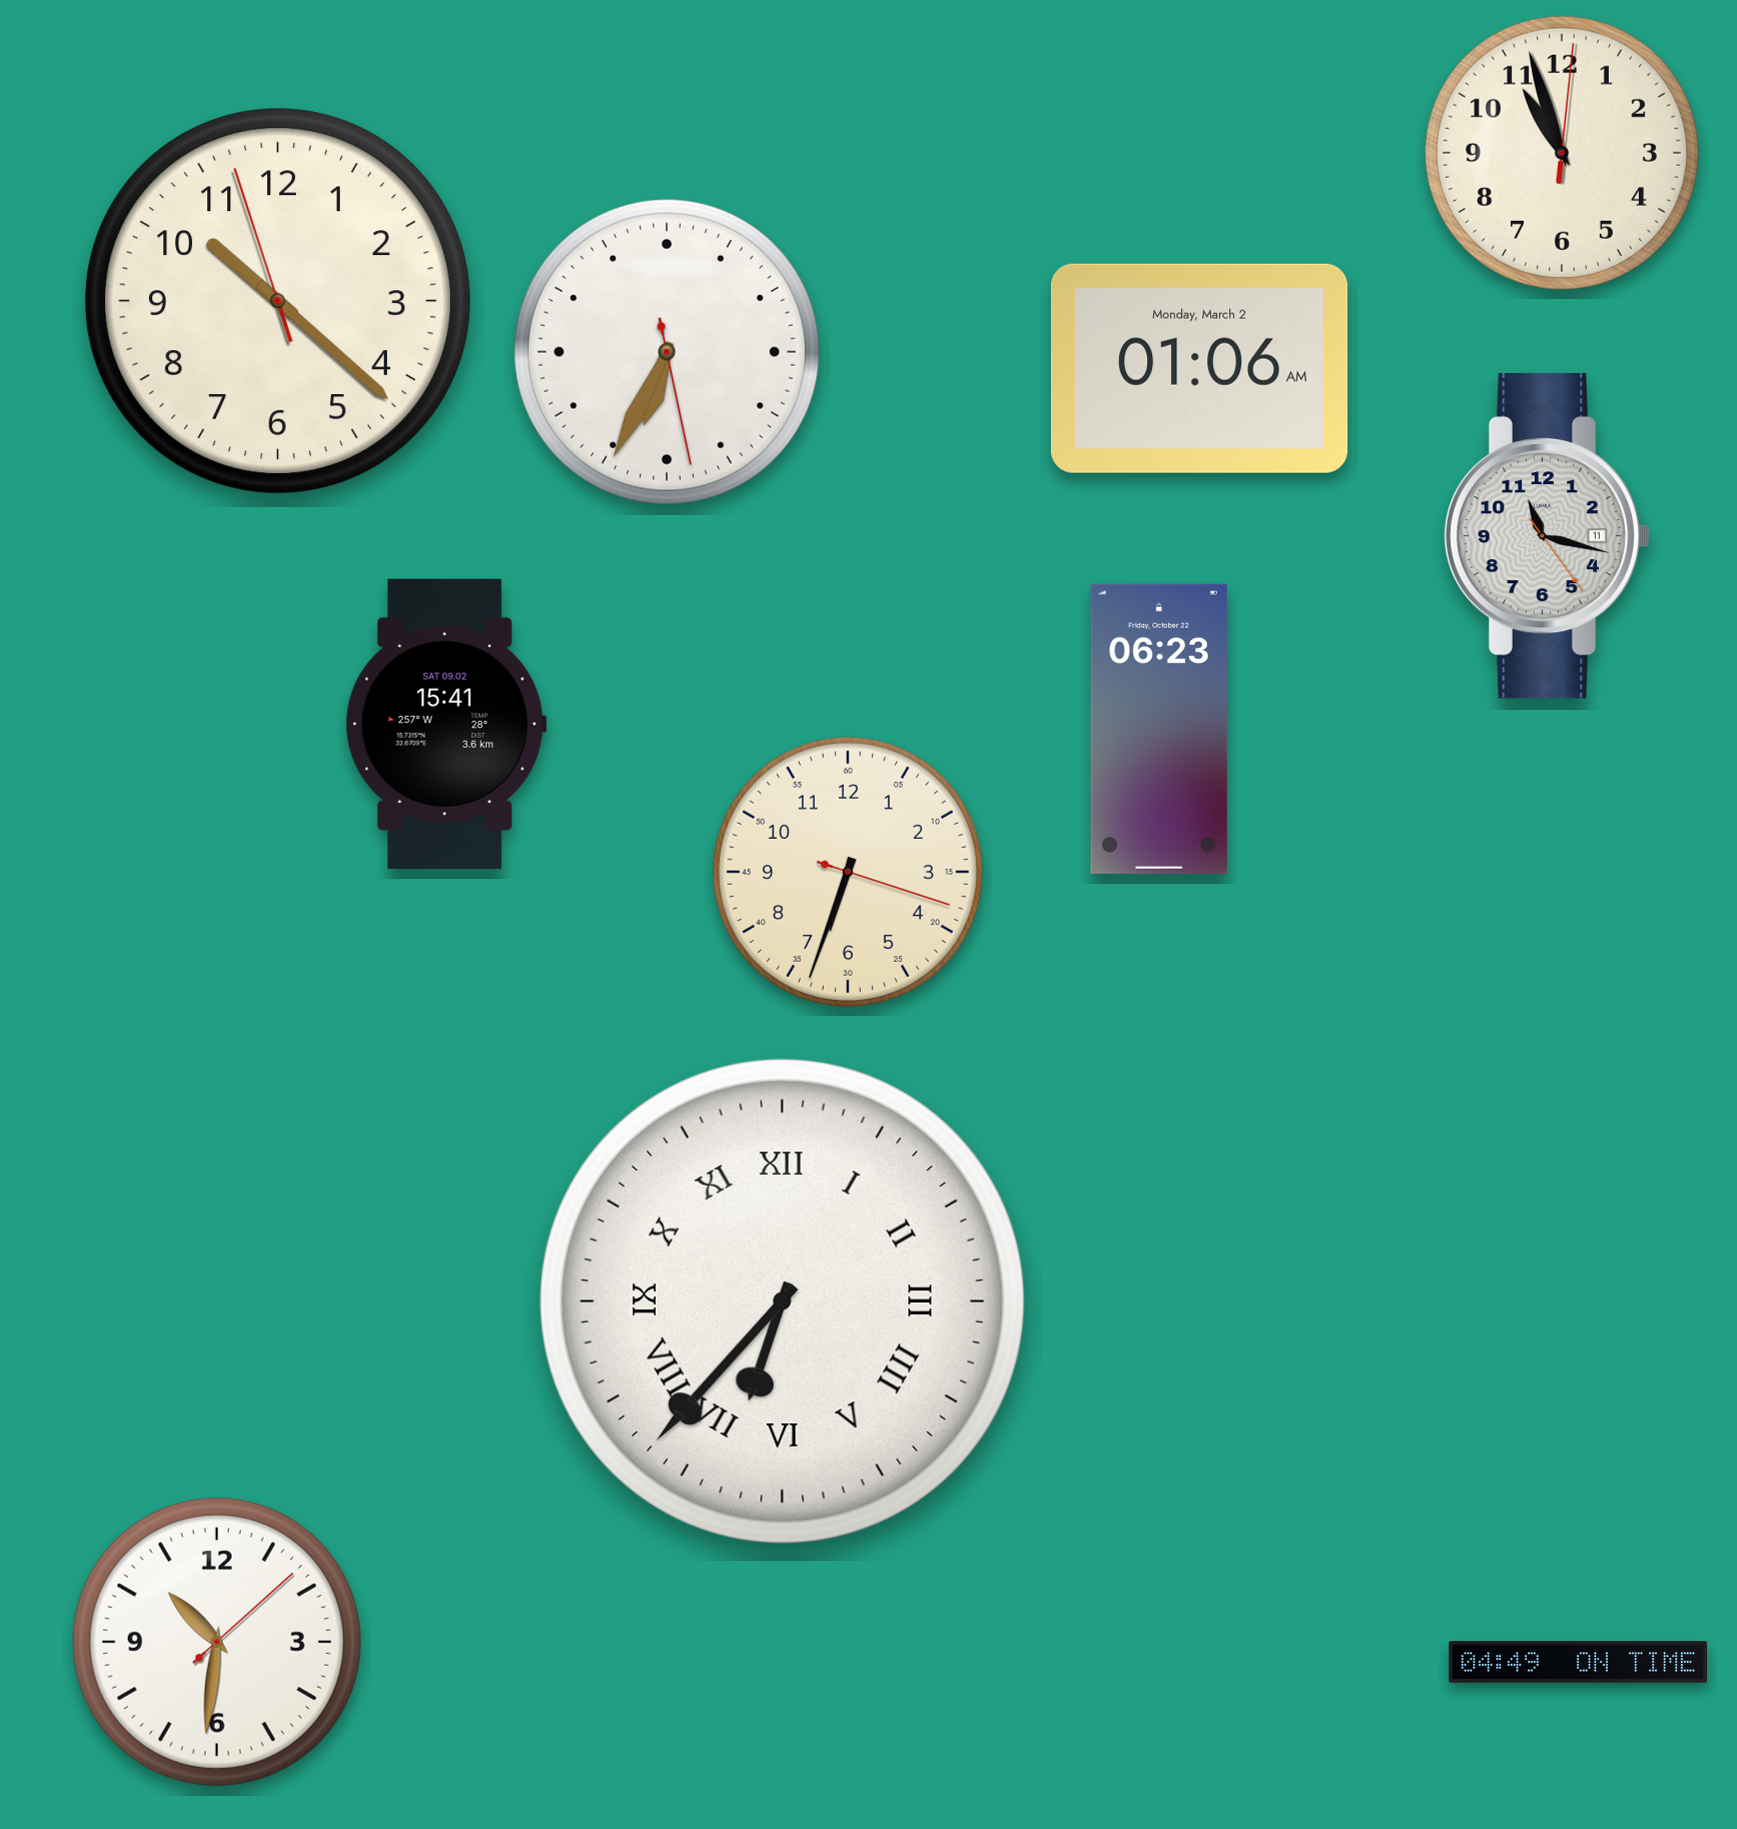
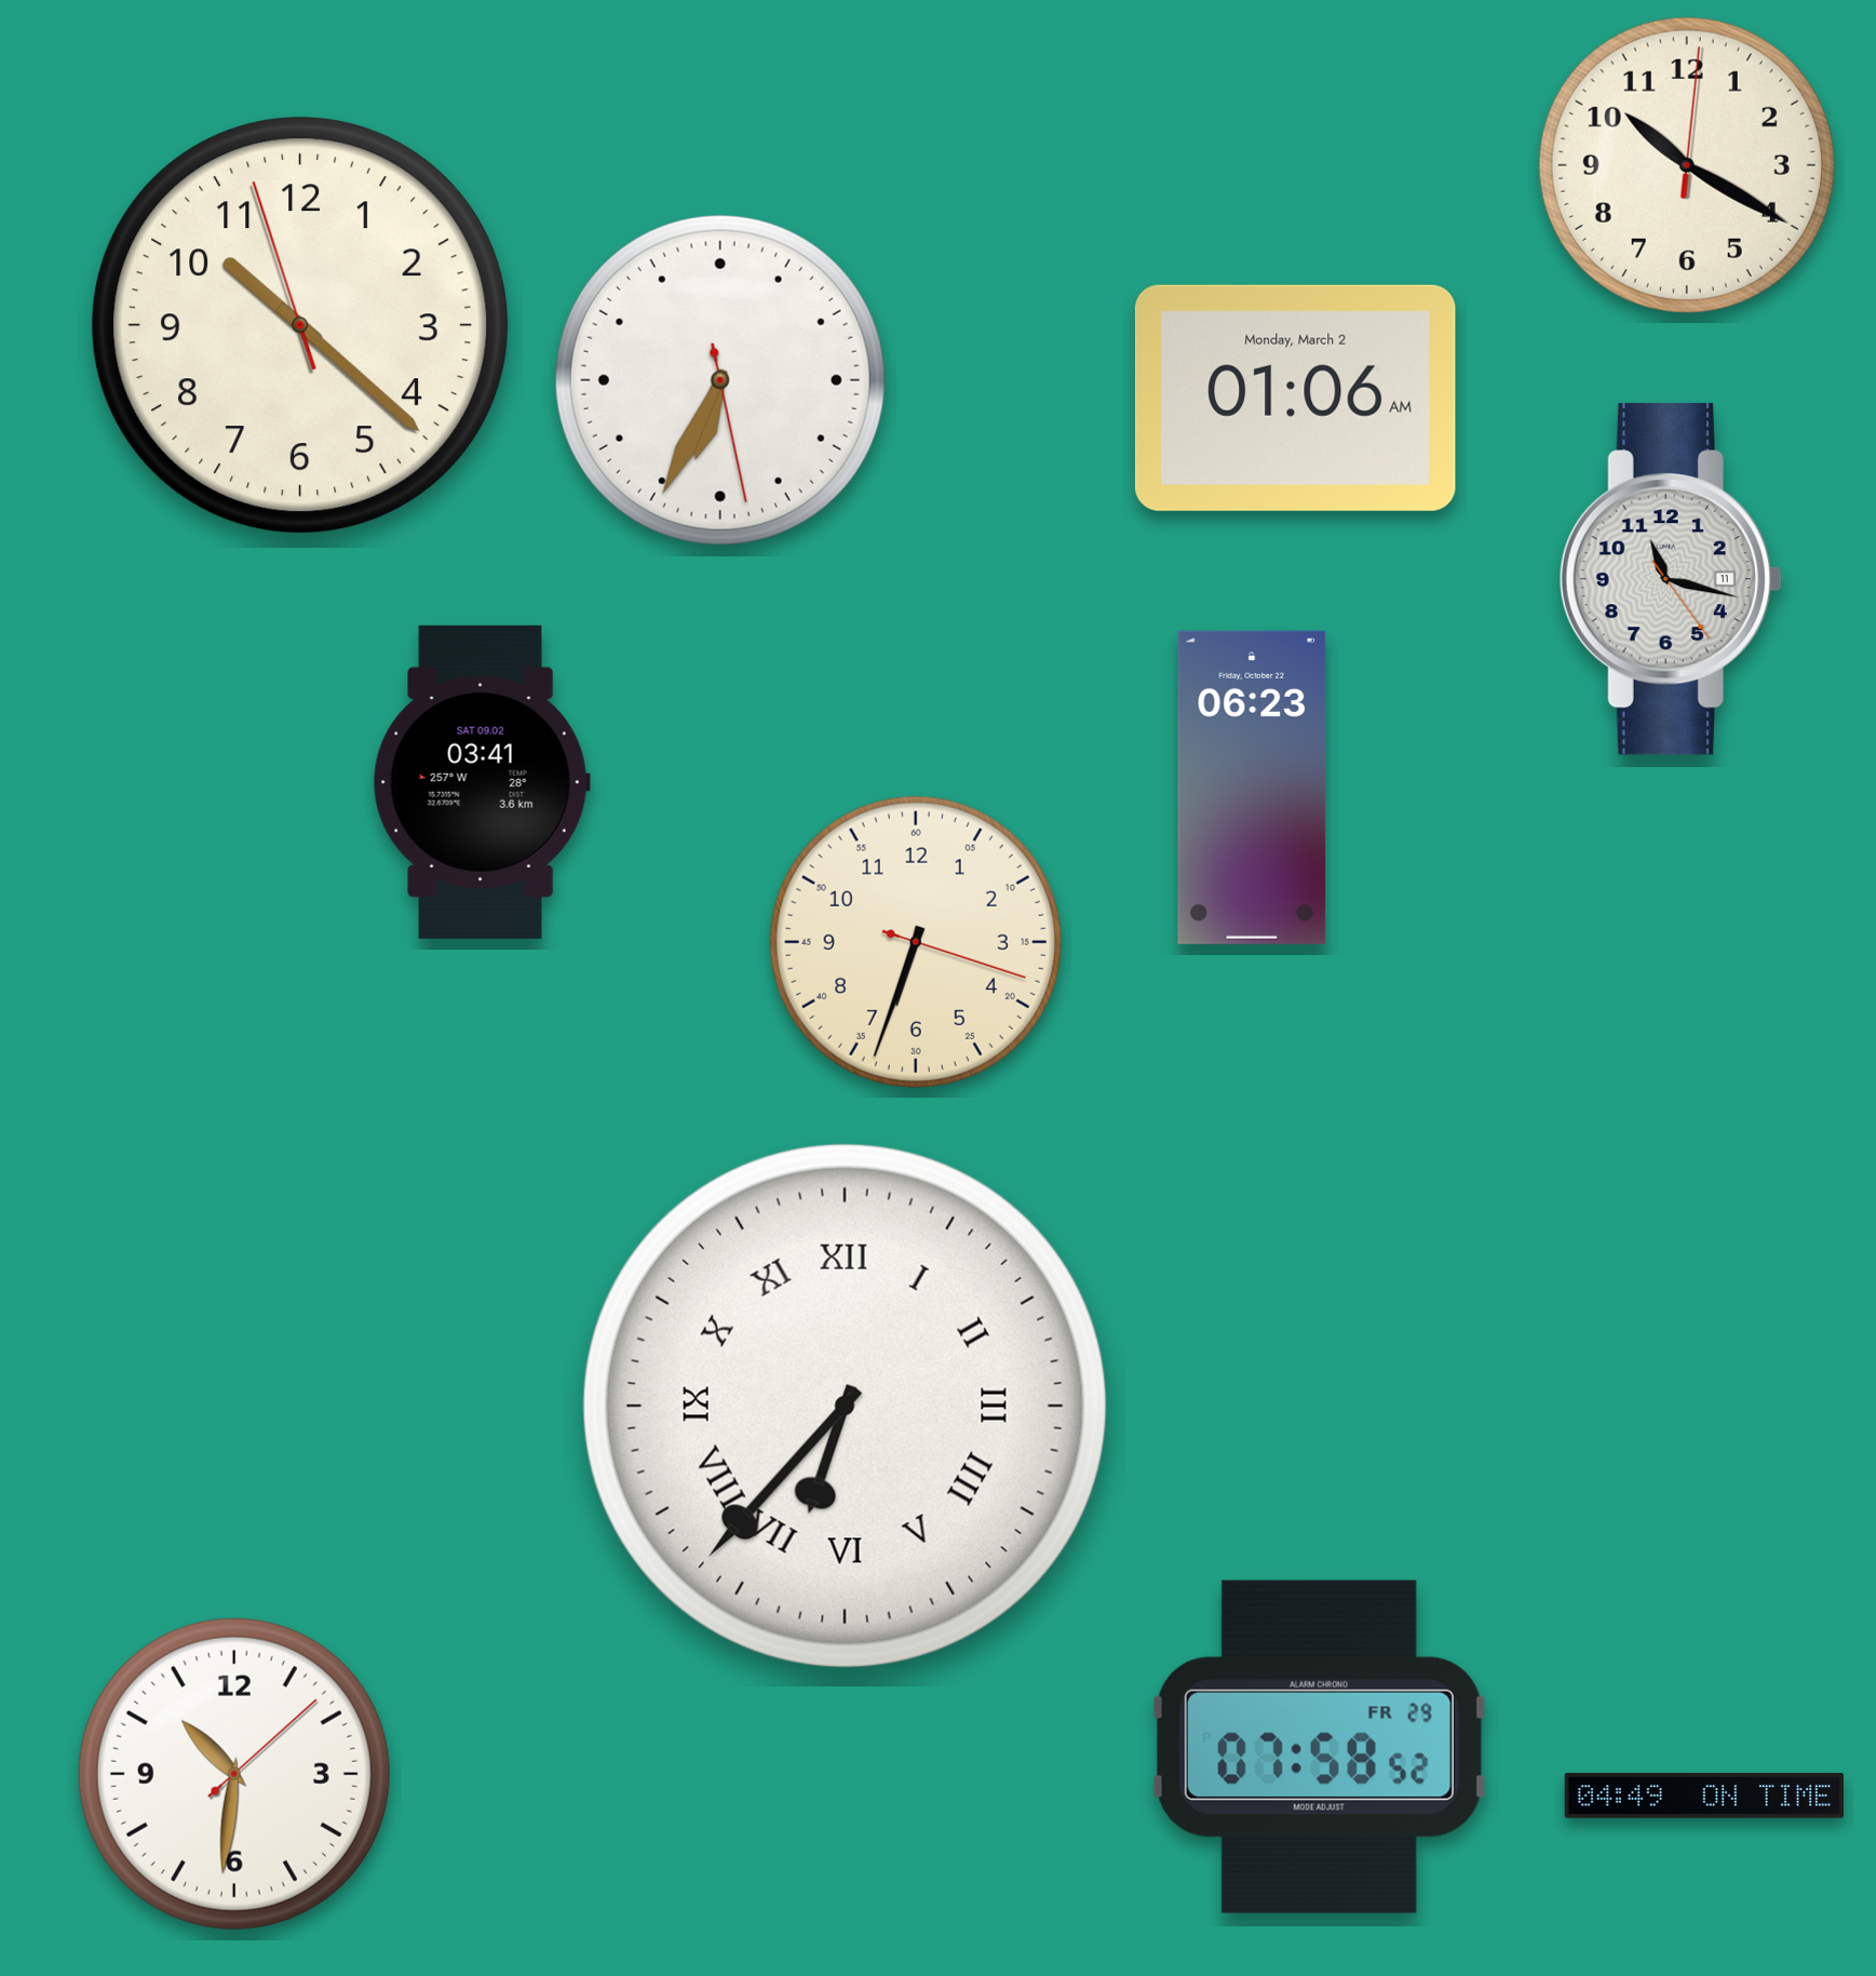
clock at (1562, 153): 10:57 -> 10:20
clock at (446, 724): 15:41 -> 03:41
clock at (1320, 1747): none -> 07:58
